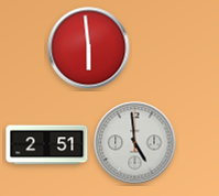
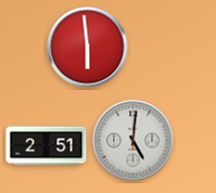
clock at (135, 143): 4:59 -> 5:01
clock at (47, 145) position: (47, 145) -> (47, 146)
